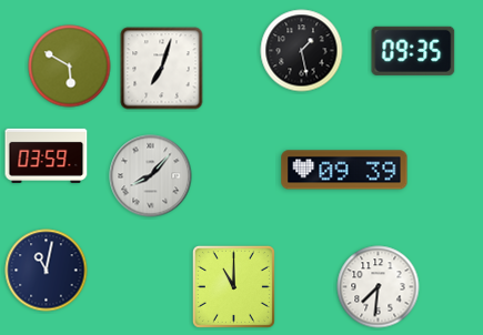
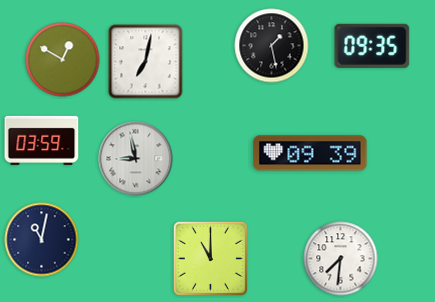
clock at (70, 67): 5:50 -> 12:50
clock at (162, 69): 7:03 -> 7:02
clock at (151, 176): 8:07 -> 8:58
clock at (47, 271) position: (47, 271) -> (42, 240)
